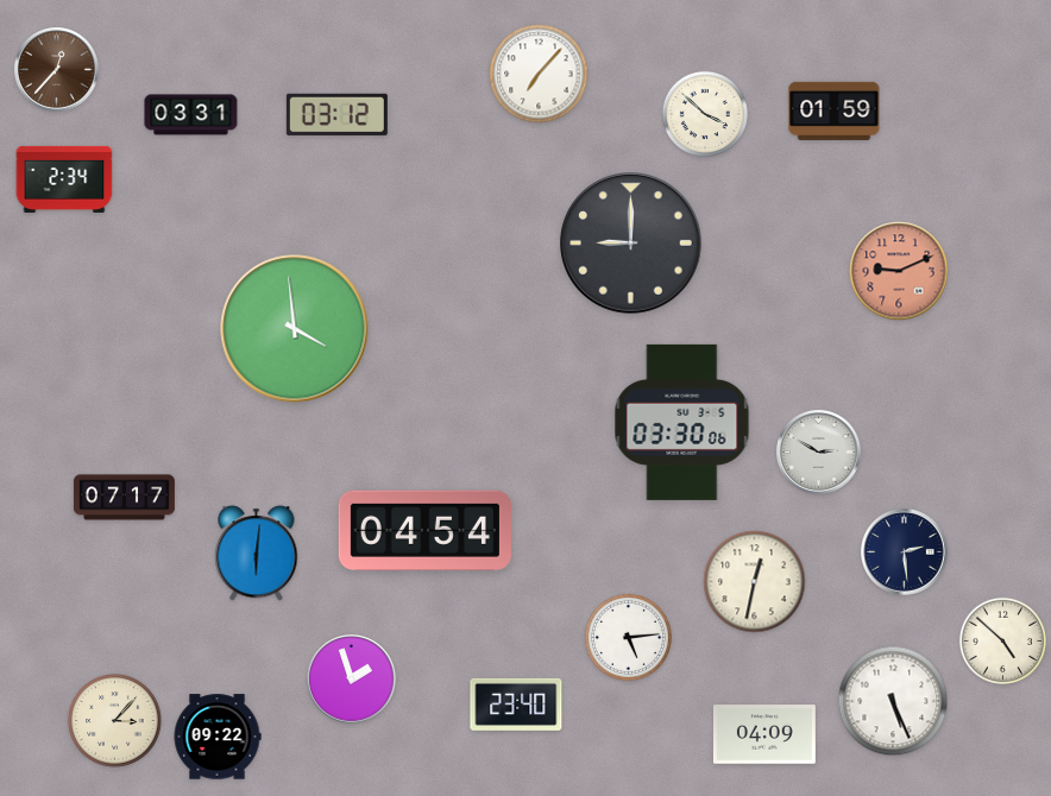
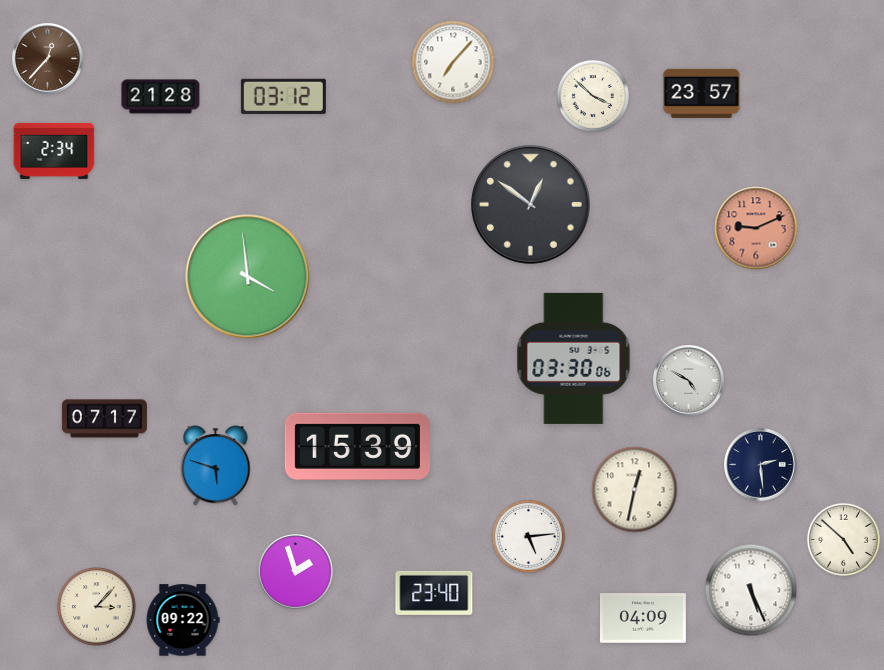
clock at (835, 110): 01:59 -> 23:57
clock at (191, 115): 03:31 -> 21:28
clock at (631, 244): 9:00 -> 12:51
clock at (682, 422) position: (682, 422) -> (574, 358)
clock at (819, 453): 2:50 -> 4:50
clock at (424, 530): 04:54 -> 15:39
clock at (257, 554): 6:01 -> 5:48
